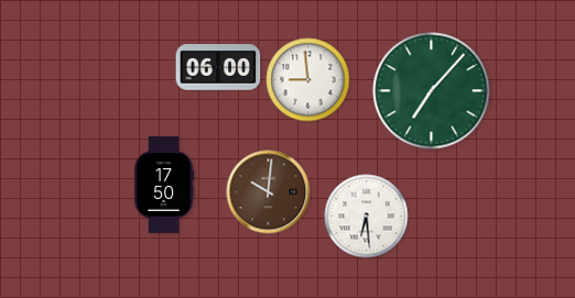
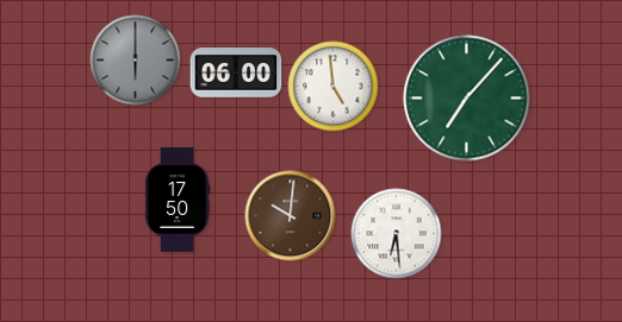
clock at (136, 61): none -> 6:00
clock at (308, 80): 8:59 -> 4:59
clock at (269, 192) position: (269, 192) -> (291, 216)
